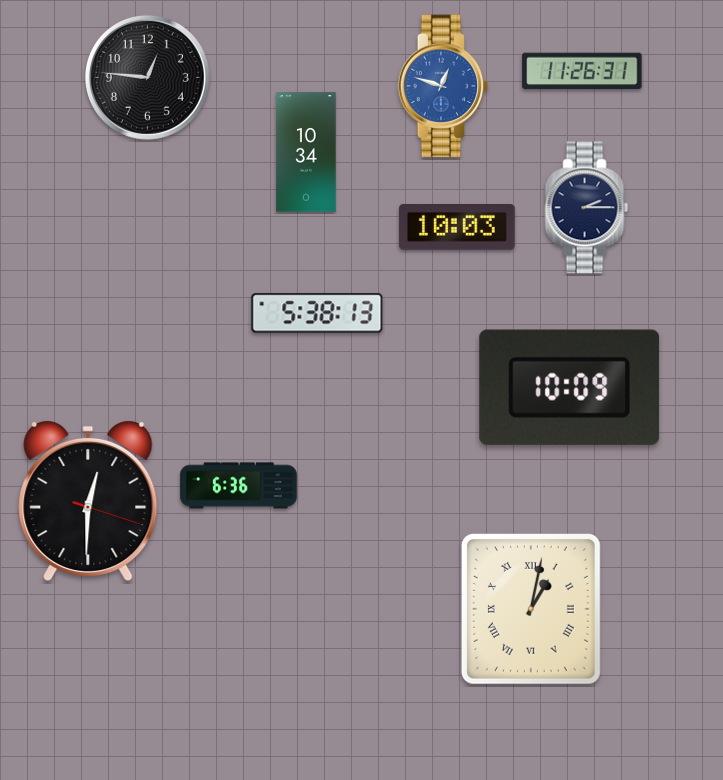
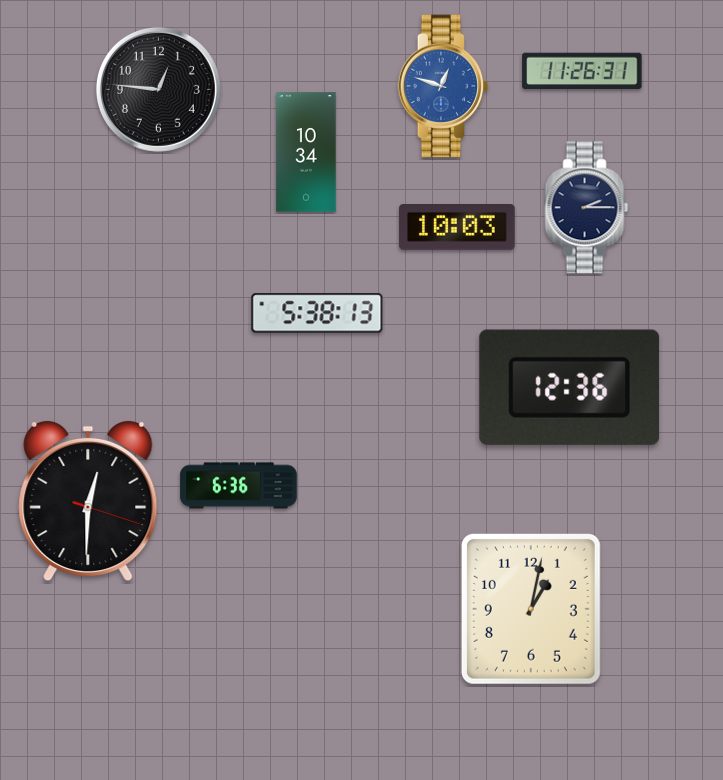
clock at (147, 77) position: (147, 77) -> (158, 89)
clock at (570, 387): 10:09 -> 12:36
clock at (531, 609) numerals: Roman -> Arabic
